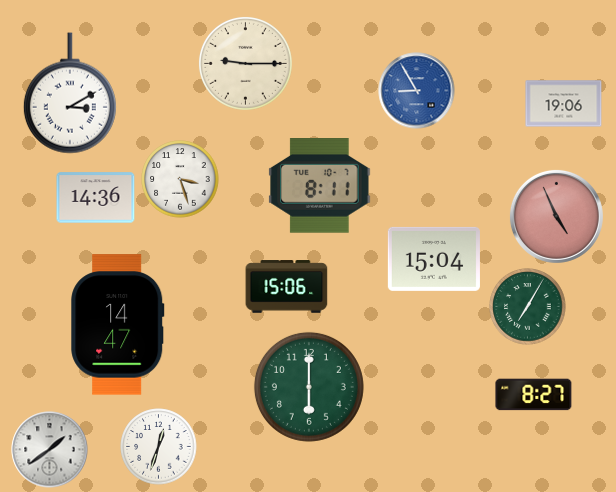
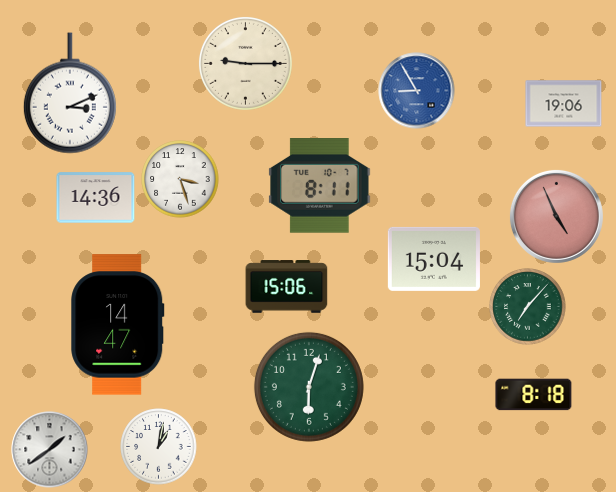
clock at (70, 93): 3:10 -> 3:11
clock at (528, 307): 7:05 -> 7:07
clock at (309, 387): 6:00 -> 6:03
clock at (534, 395): 8:27 -> 8:18
clock at (159, 447): 12:33 -> 1:02
